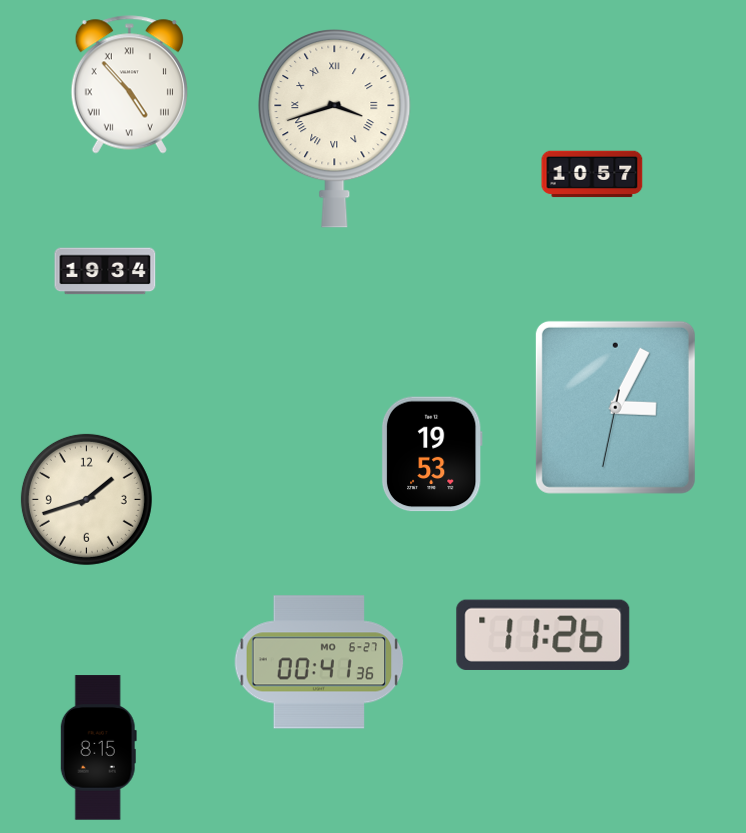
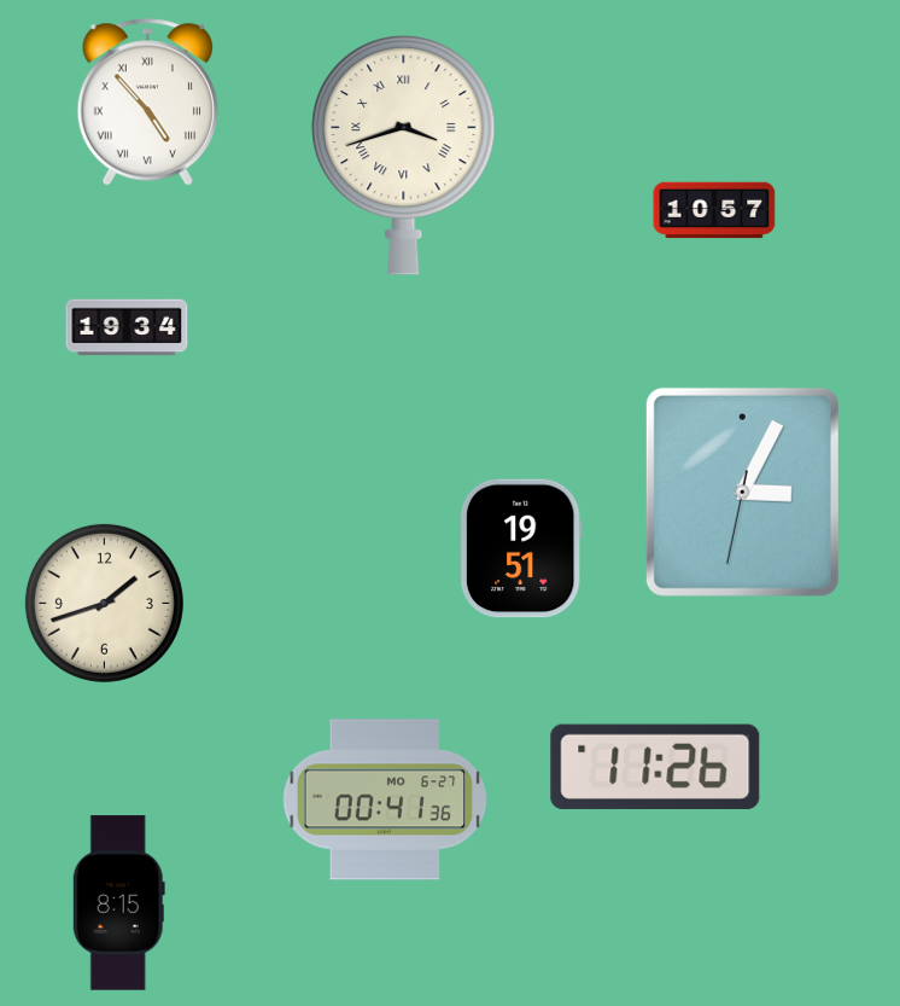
clock at (129, 85) position: (129, 85) -> (147, 103)
clock at (432, 454): 19:53 -> 19:51
